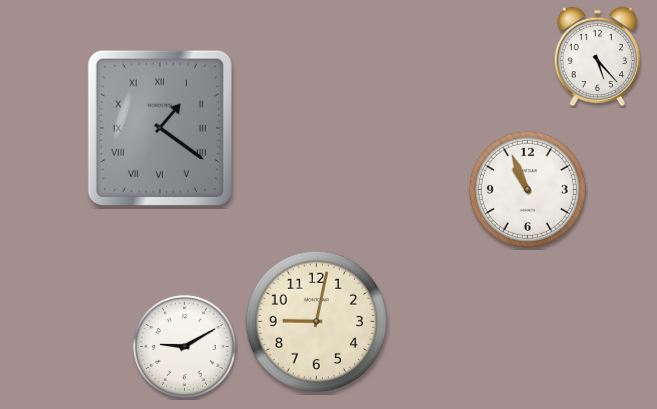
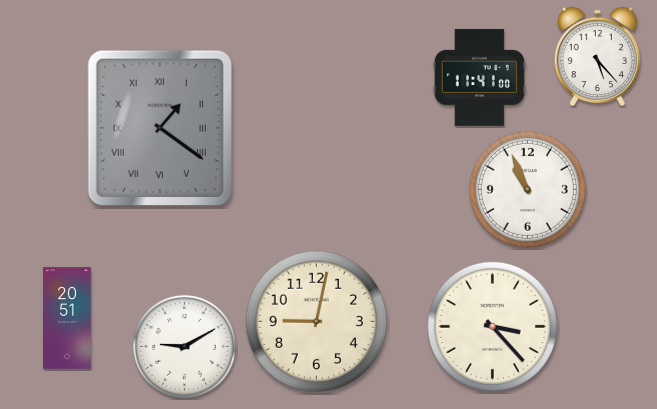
clock at (479, 77): none -> 11:41
clock at (67, 318): none -> 20:51
clock at (492, 326): none -> 3:23
